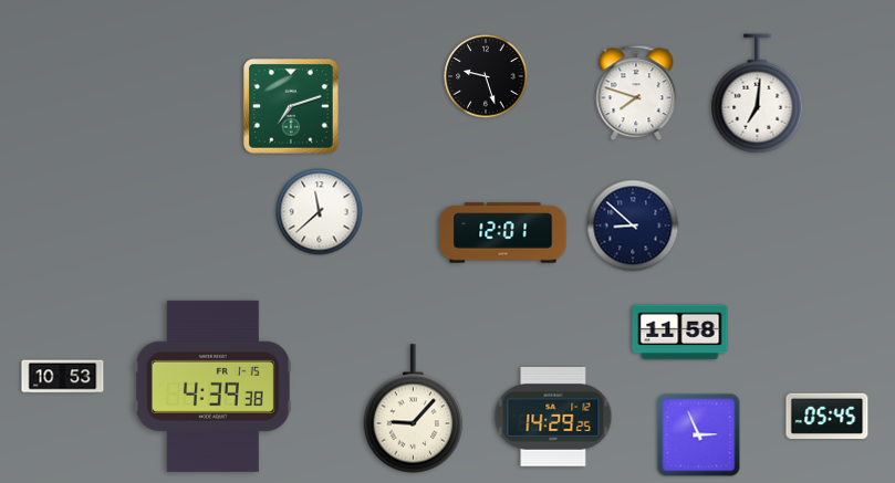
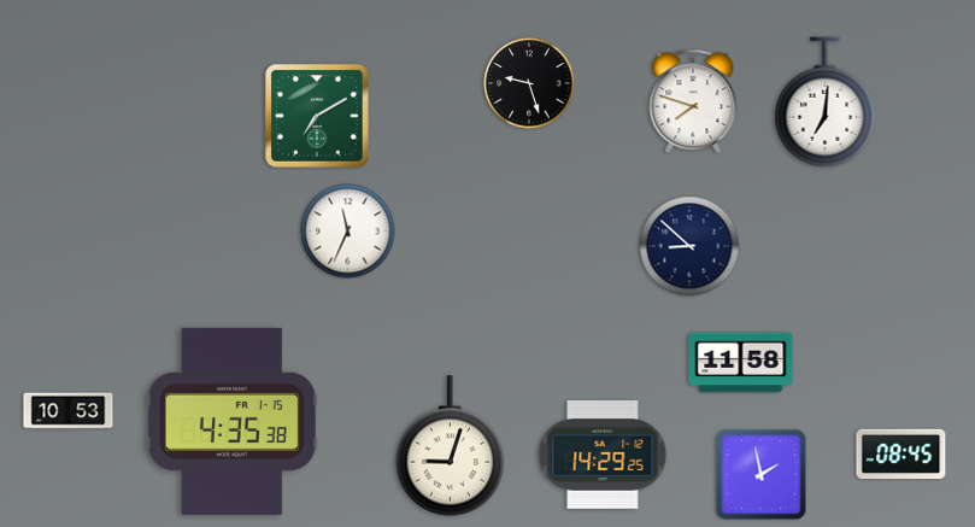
clock at (292, 107): 7:12 -> 7:10
clock at (320, 212): 11:38 -> 11:34
clock at (503, 233): 12:01 -> none
clock at (212, 386): 4:39 -> 4:35
clock at (414, 409): 9:07 -> 9:03
clock at (828, 417): 05:45 -> 08:45
clock at (699, 435): 2:56 -> 1:58
